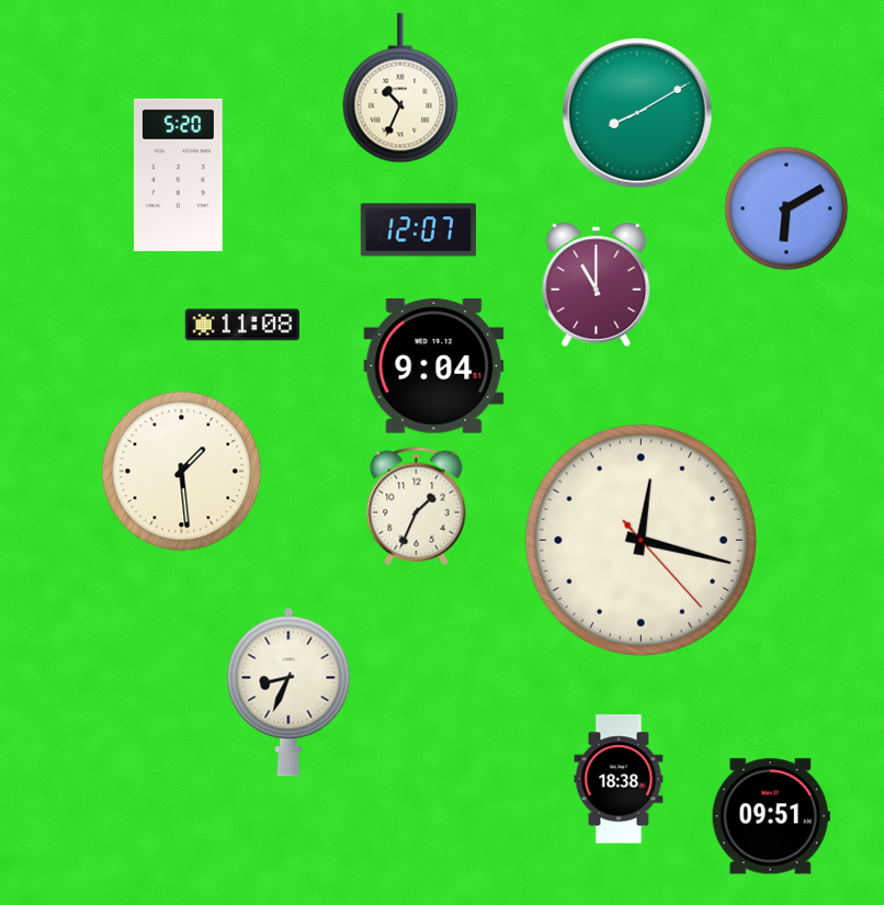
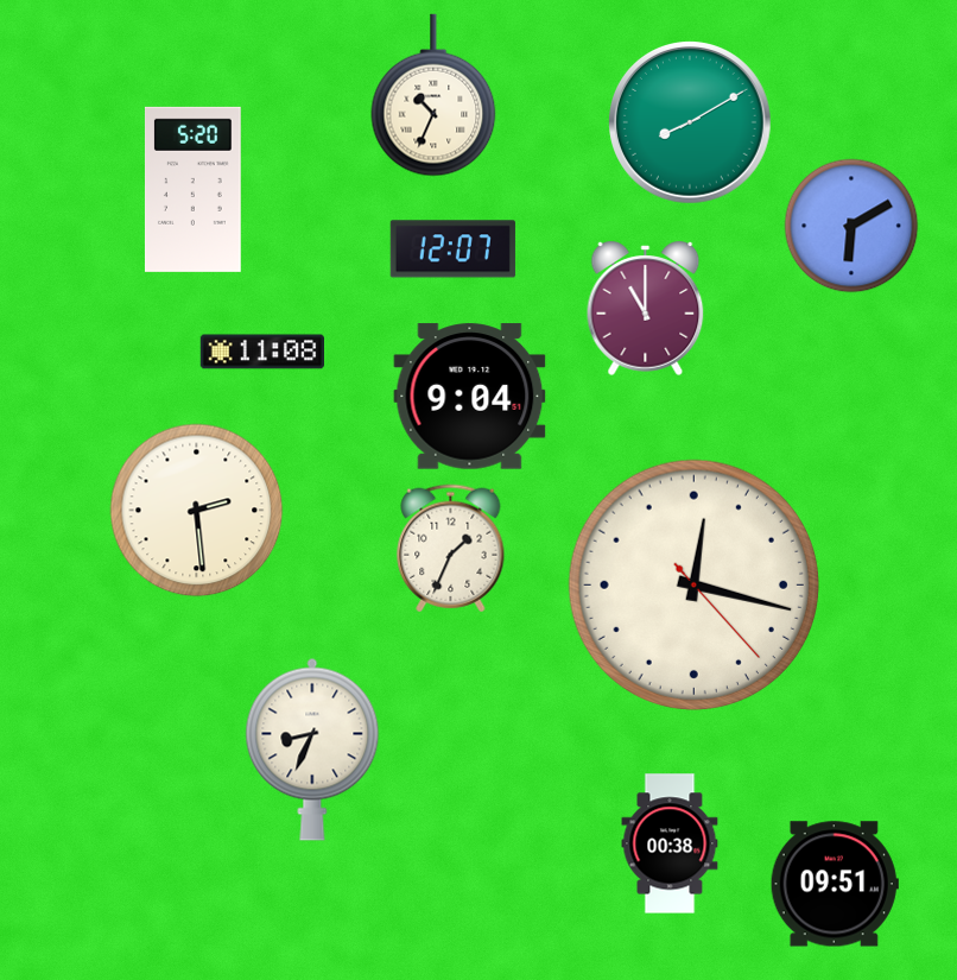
clock at (182, 472): 1:29 -> 2:29
clock at (619, 779): 18:38 -> 00:38
